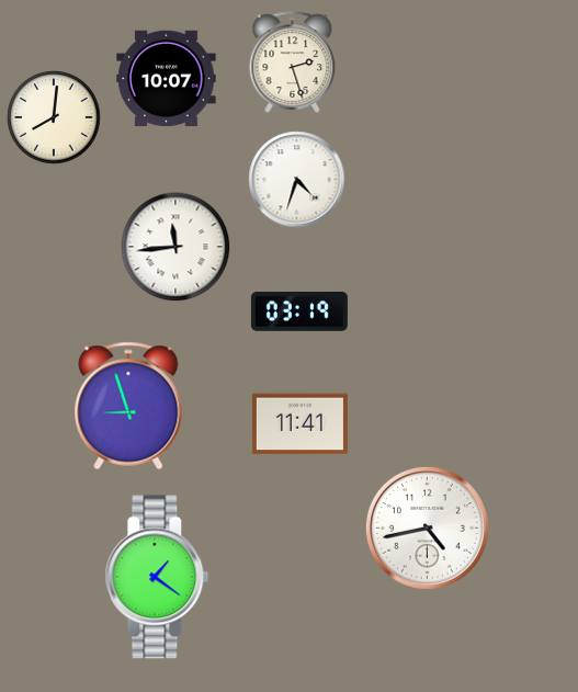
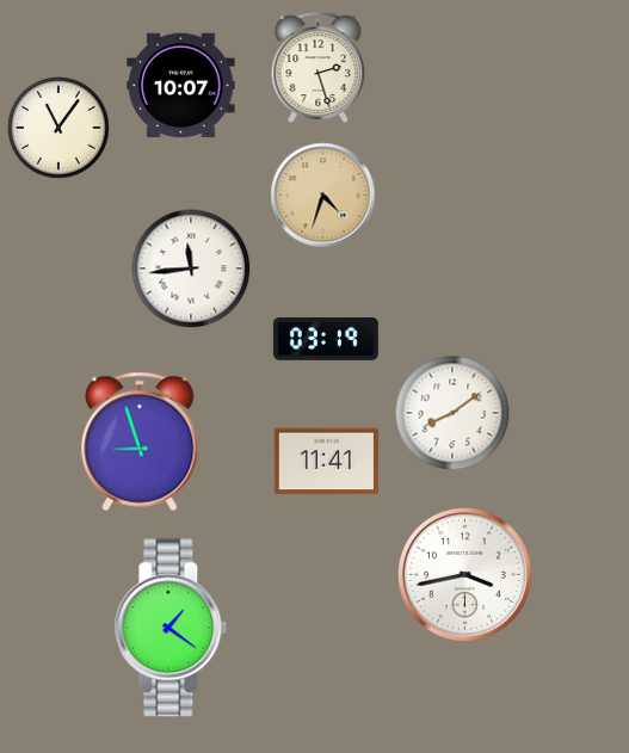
clock at (54, 117): 8:01 -> 11:06
clock at (297, 180) dial: white -> champagne
clock at (452, 413): none -> 8:09
clock at (427, 527): 4:43 -> 3:43
